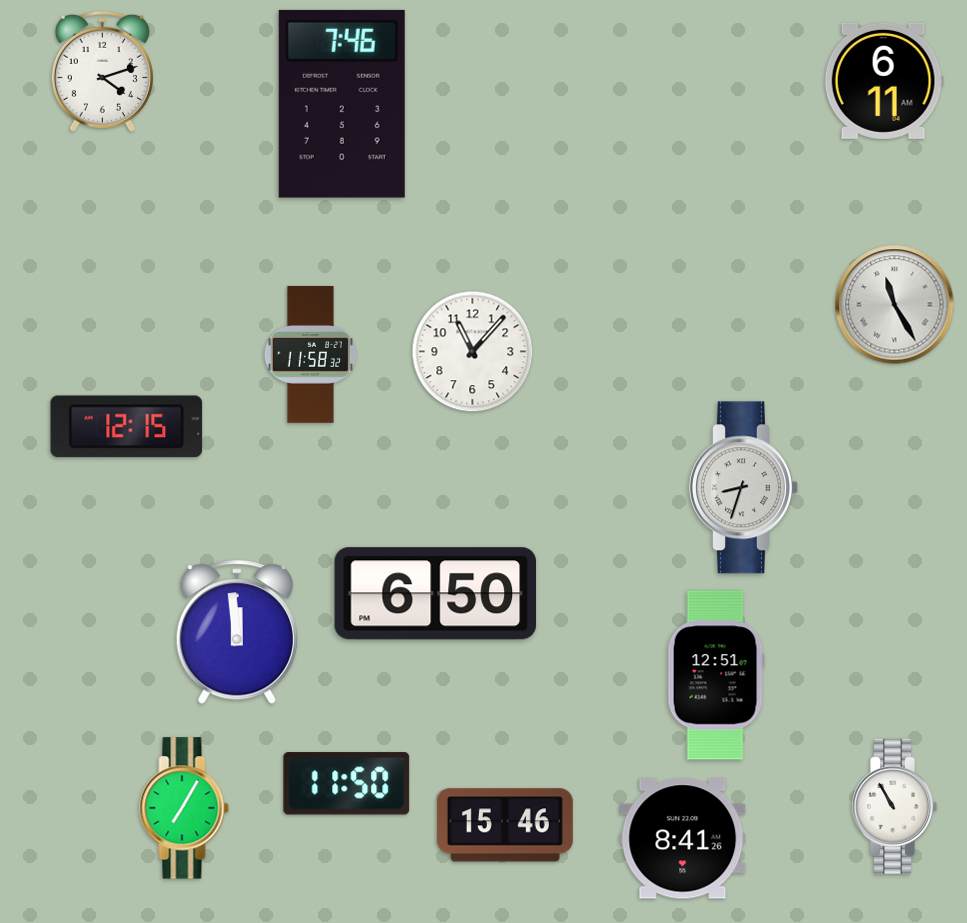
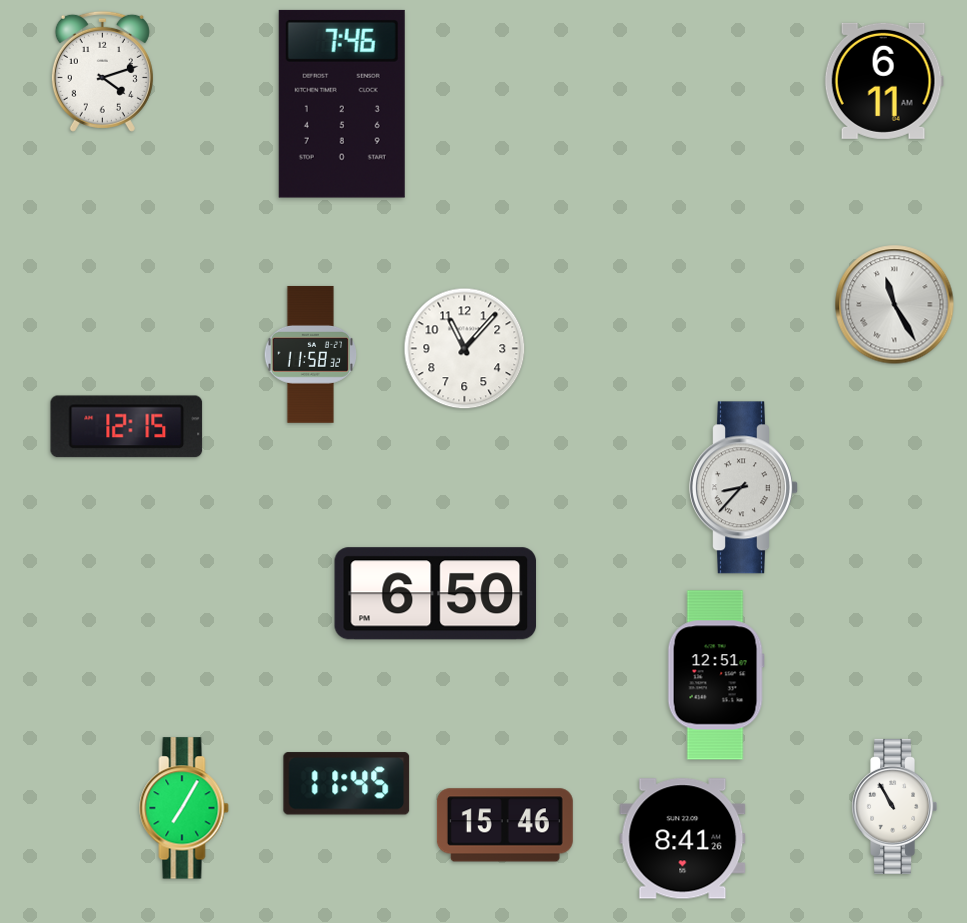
clock at (473, 352) position: (473, 352) -> (465, 349)
clock at (744, 488): 8:33 -> 8:37
clock at (237, 633): 11:59 -> none
clock at (347, 784): 11:50 -> 11:45
